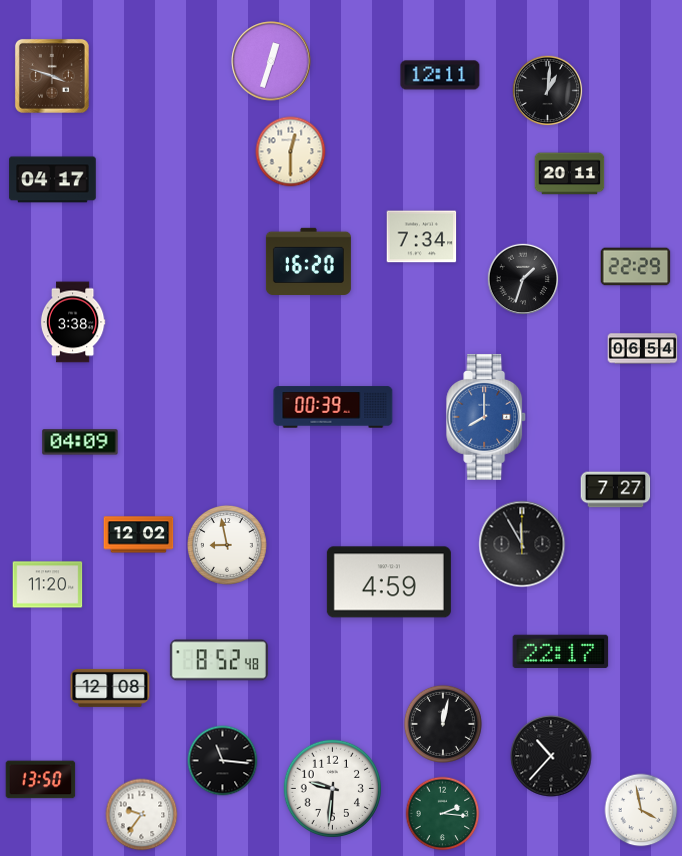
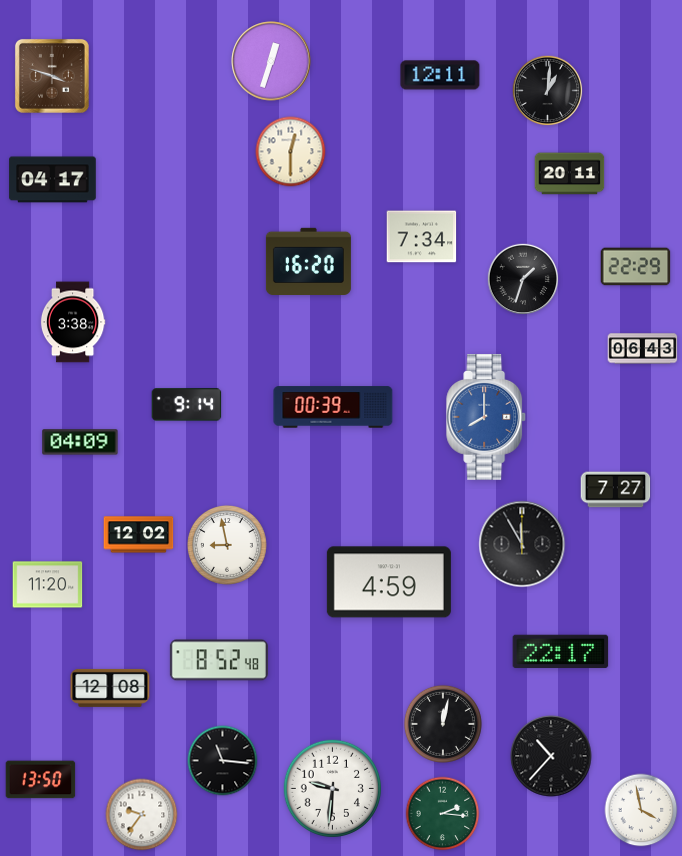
clock at (643, 349): 06:54 -> 06:43
clock at (187, 405): none -> 9:14
